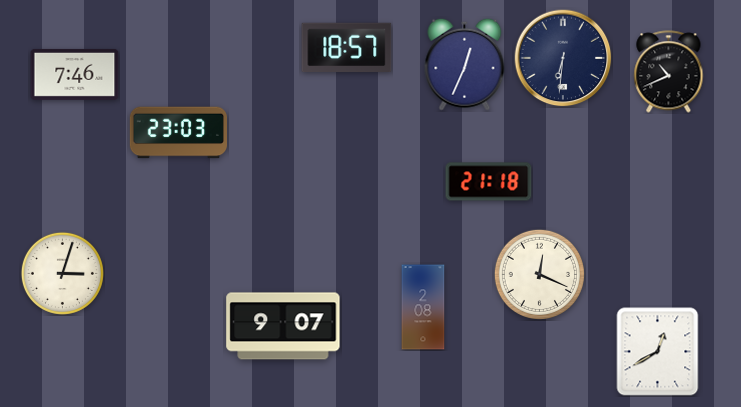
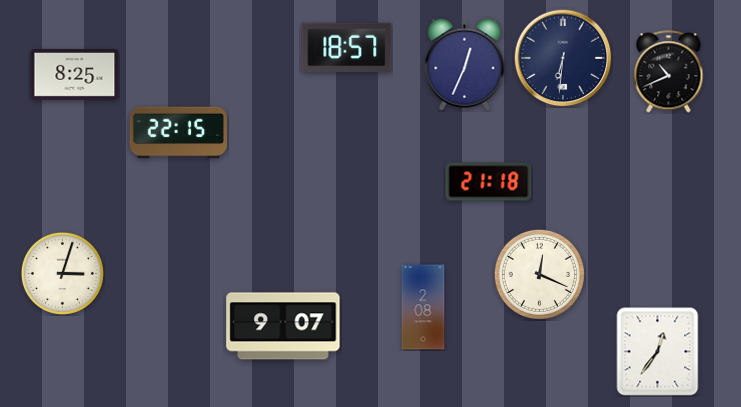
clock at (75, 74): 7:46 -> 8:25
clock at (178, 133): 23:03 -> 22:15
clock at (658, 352): 12:40 -> 12:36
